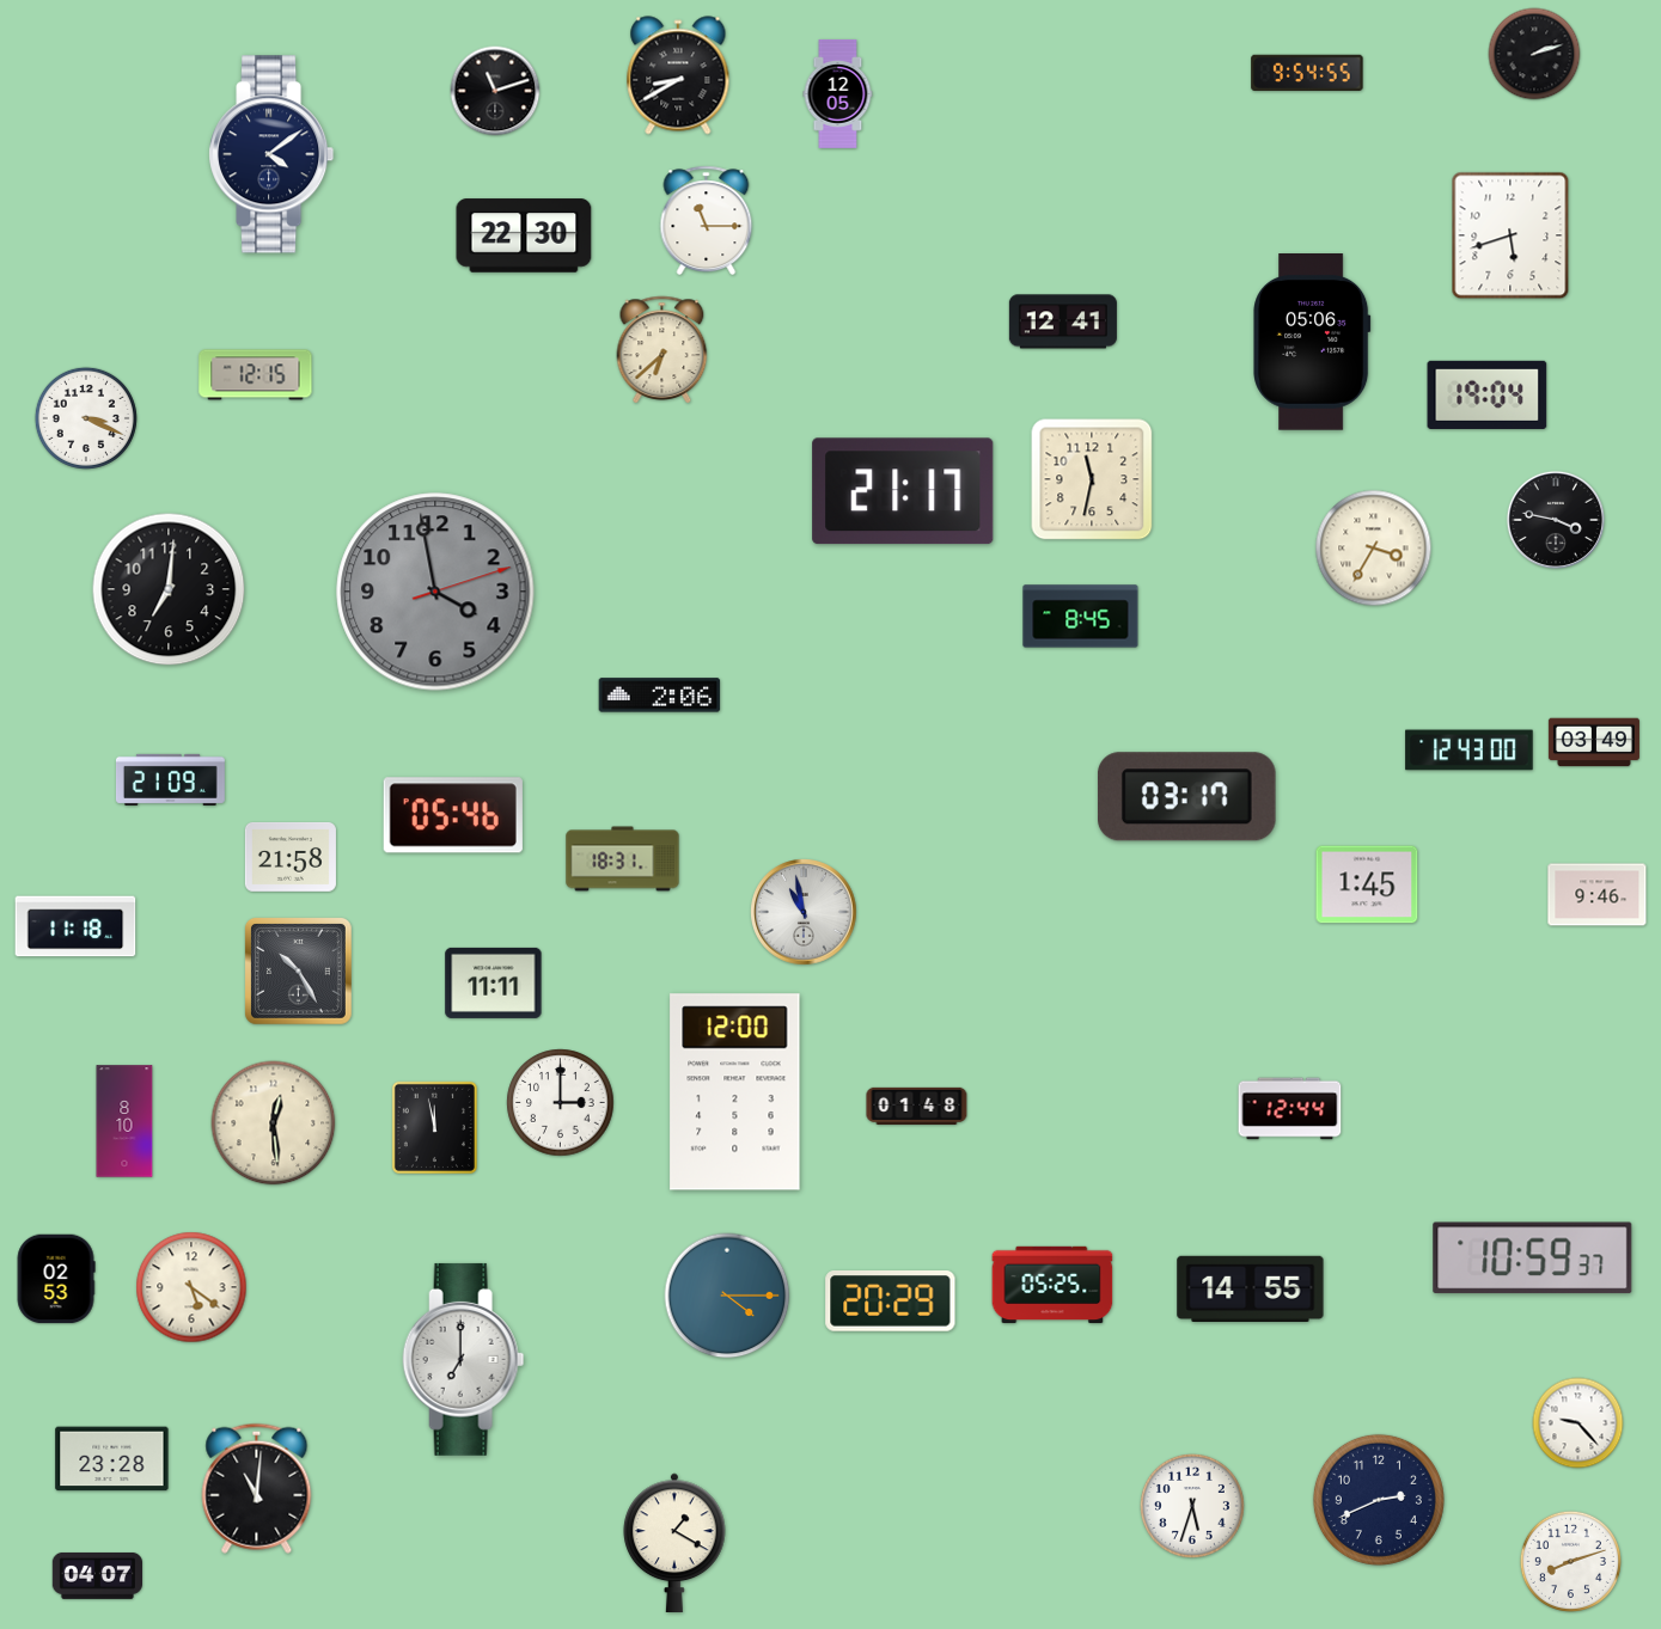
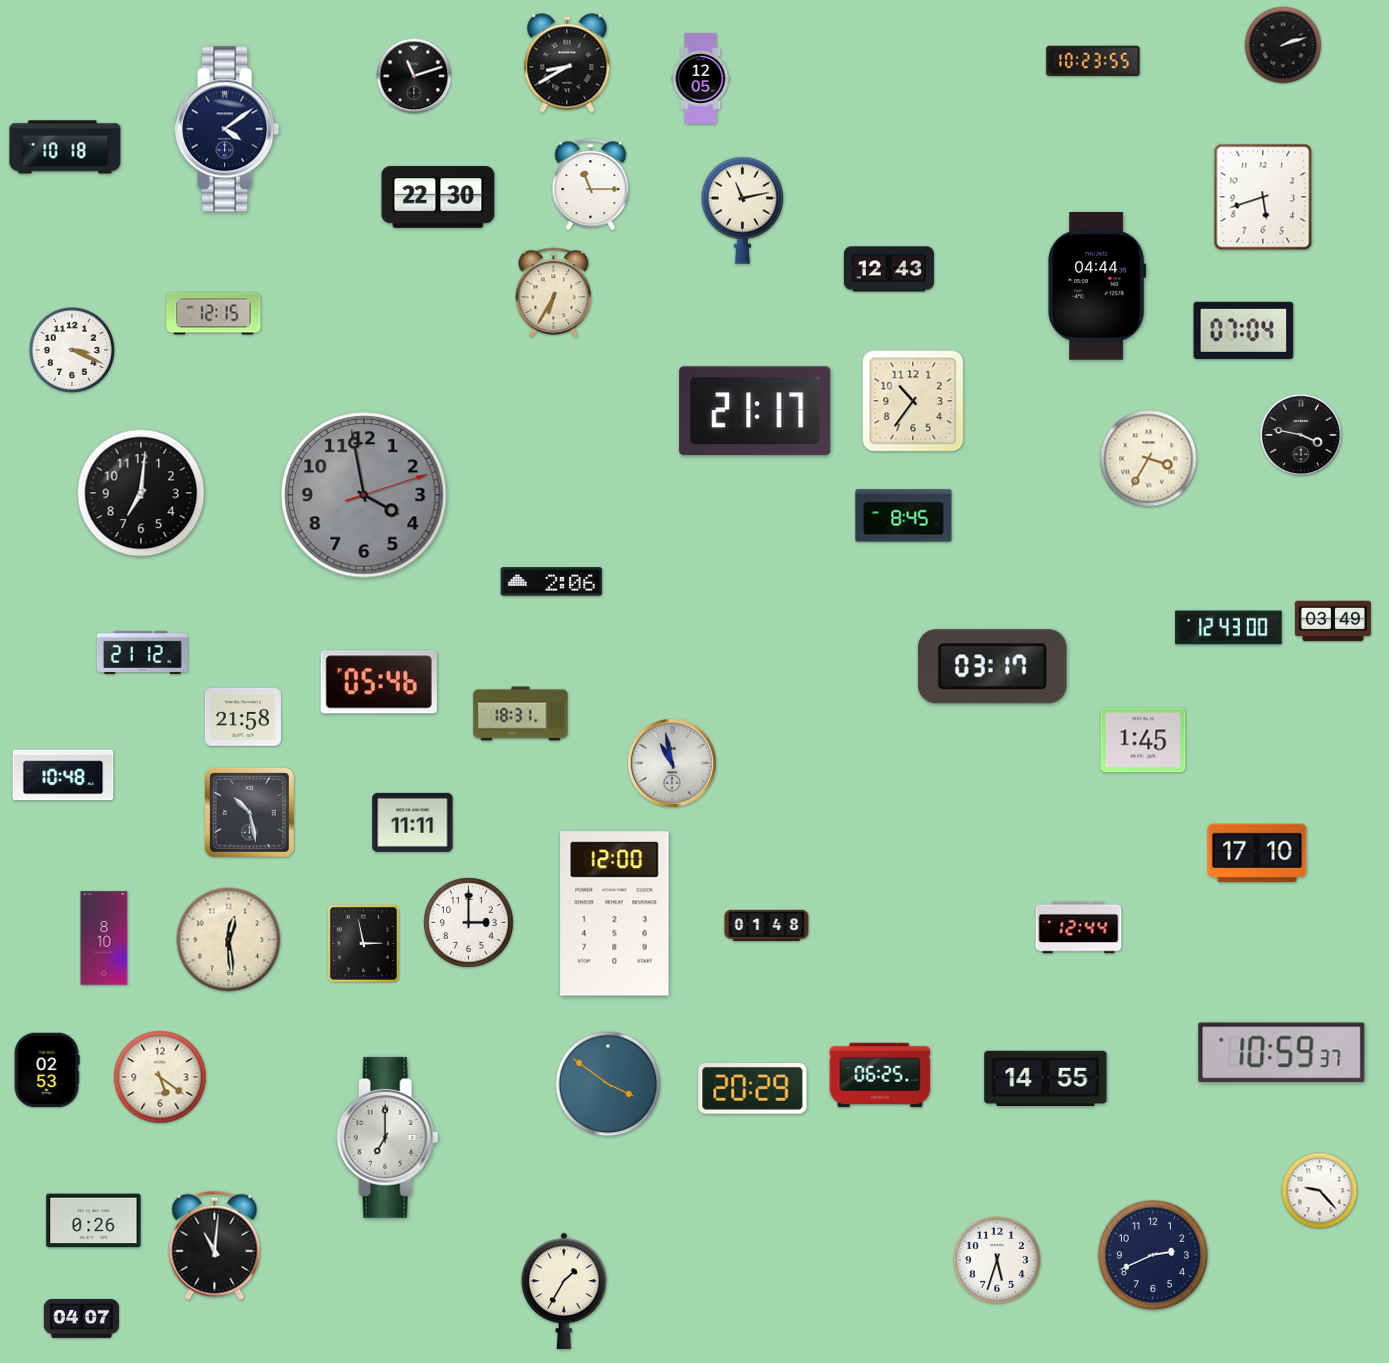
clock at (1307, 72): 9:54 -> 10:23
clock at (65, 147): none -> 10:18
clock at (742, 210): none -> 11:13
clock at (1063, 321): 12:41 -> 12:43
clock at (1312, 343): 05:06 -> 04:44
clock at (662, 349): 6:38 -> 6:35
clock at (1488, 394): 19:04 -> 07:04
clock at (1092, 479): 11:32 -> 10:36
clock at (170, 779): 21:09 -> 21:12
clock at (623, 859) position: (623, 859) -> (521, 714)
clock at (1598, 895): 9:46 -> none
clock at (75, 926): 11:18 -> 10:48
clock at (298, 970): 10:25 -> 10:28
clock at (1257, 853): none -> 17:10
clock at (434, 1127): 11:58 -> 2:58
clock at (1052, 1285): 05:25 -> 06:25
clock at (727, 1296): 4:15 -> 3:51
clock at (891, 1302) position: (891, 1302) -> (753, 1089)
clock at (112, 1459): 23:28 -> 0:26
clock at (674, 1542): 1:20 -> 1:35
clock at (1570, 1561): 8:12 -> none
